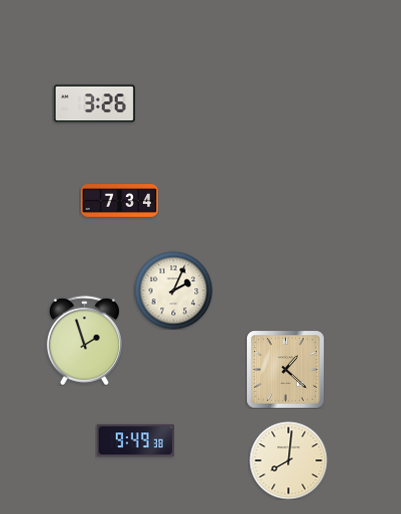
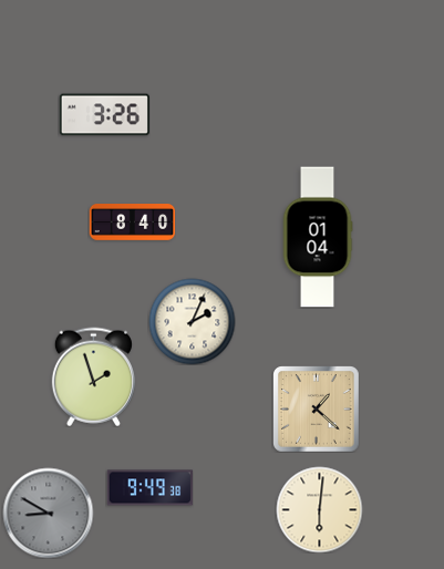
clock at (119, 201): 7:34 -> 8:40
clock at (318, 237): none -> 01:04
clock at (288, 460): 8:01 -> 6:01
clock at (48, 513): none -> 8:50
